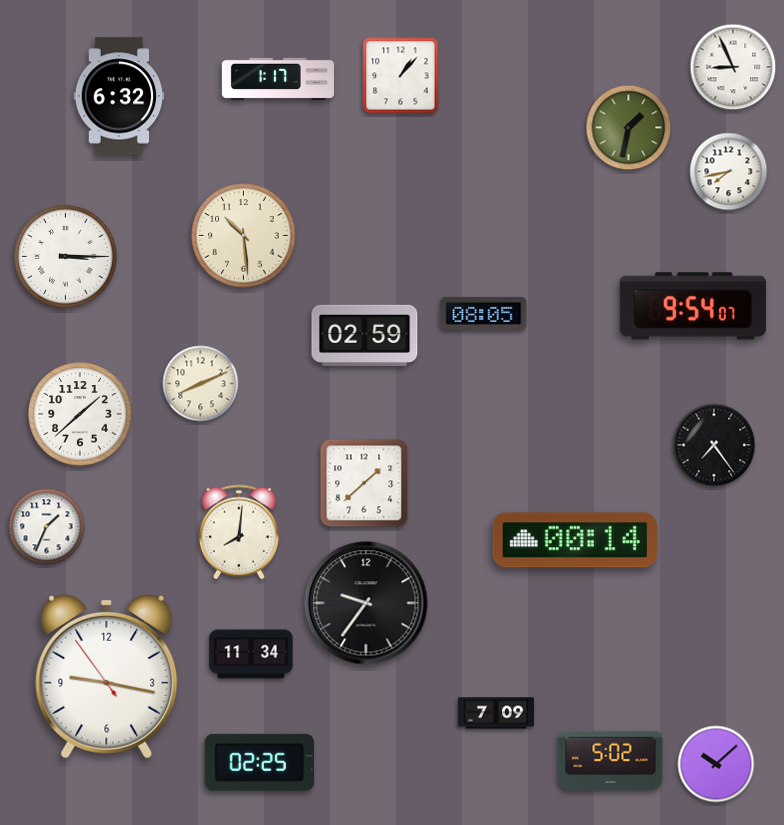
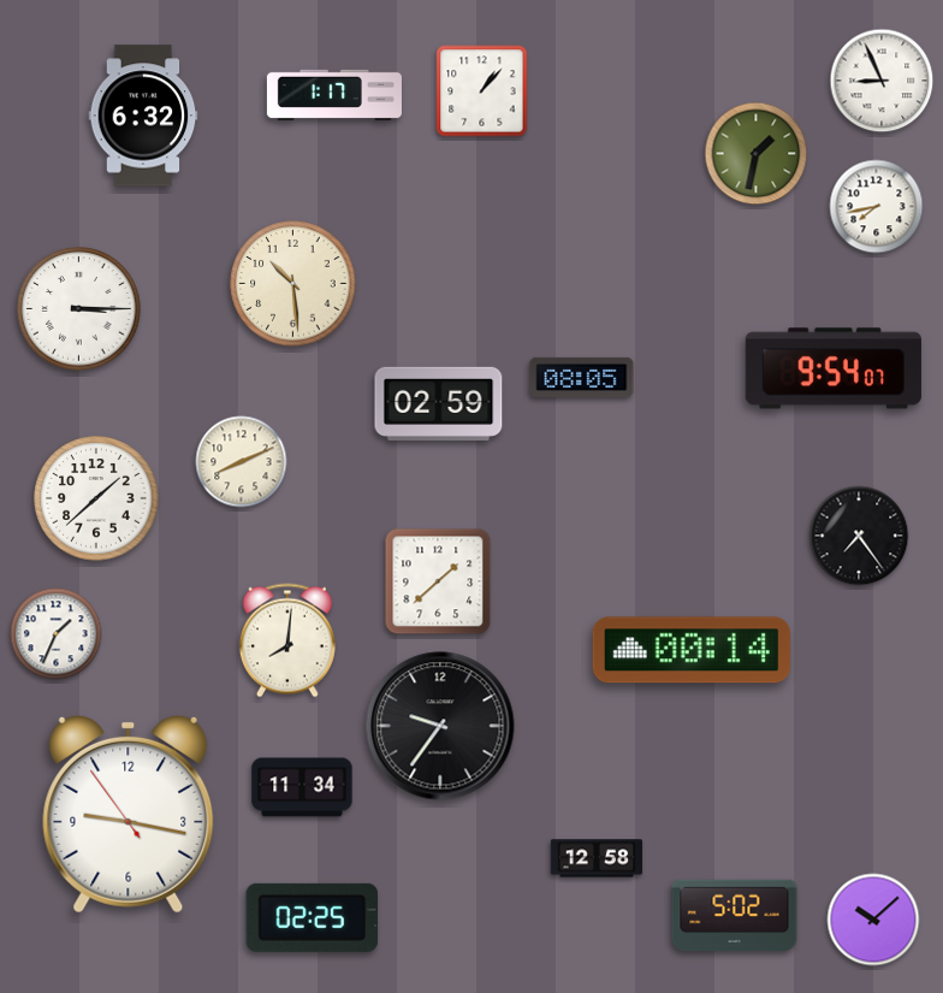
clock at (496, 713): 7:09 -> 12:58
clock at (716, 764) position: (716, 764) -> (873, 920)
